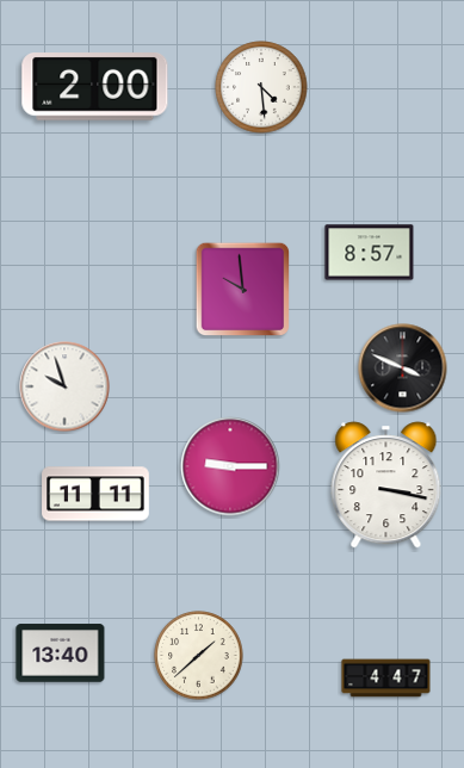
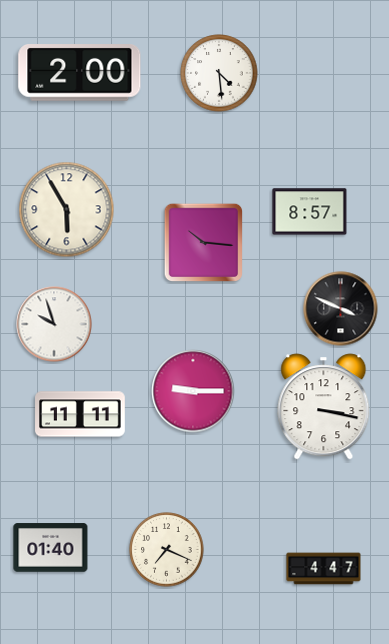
clock at (67, 210): none -> 5:55
clock at (243, 290): 9:59 -> 10:16
clock at (403, 368) position: (403, 368) -> (341, 309)
clock at (61, 654): 13:40 -> 01:40
clock at (199, 656): 1:38 -> 7:19
